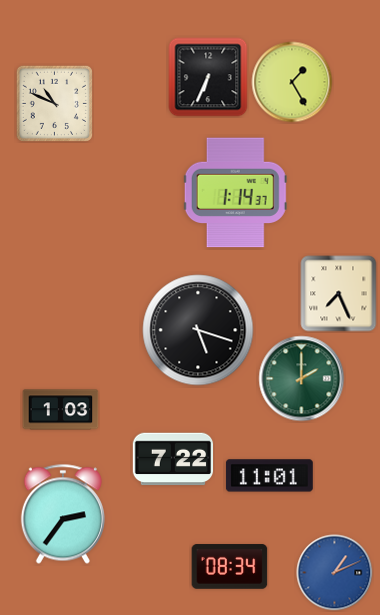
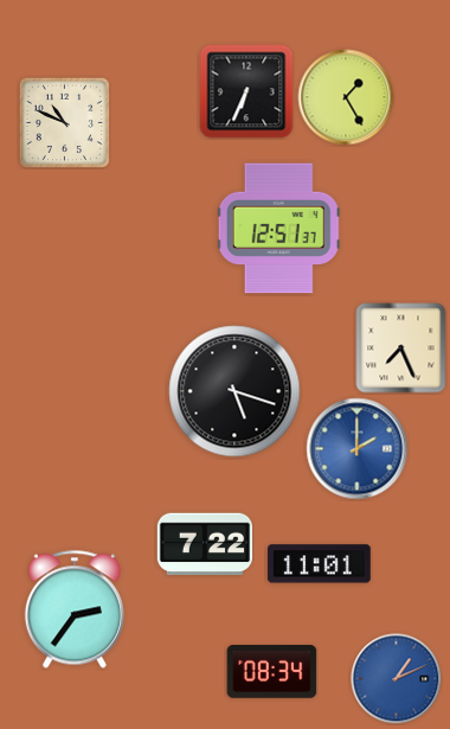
clock at (235, 193): 1:14 -> 12:51
clock at (302, 379) dial: green -> blue
clock at (61, 410): 1:03 -> none
